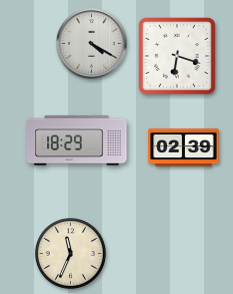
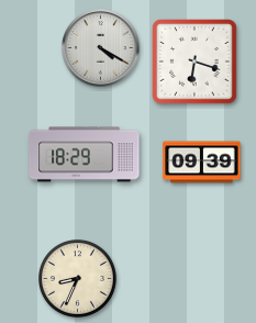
clock at (184, 148): 02:39 -> 09:39
clock at (70, 253): 11:34 -> 8:34
